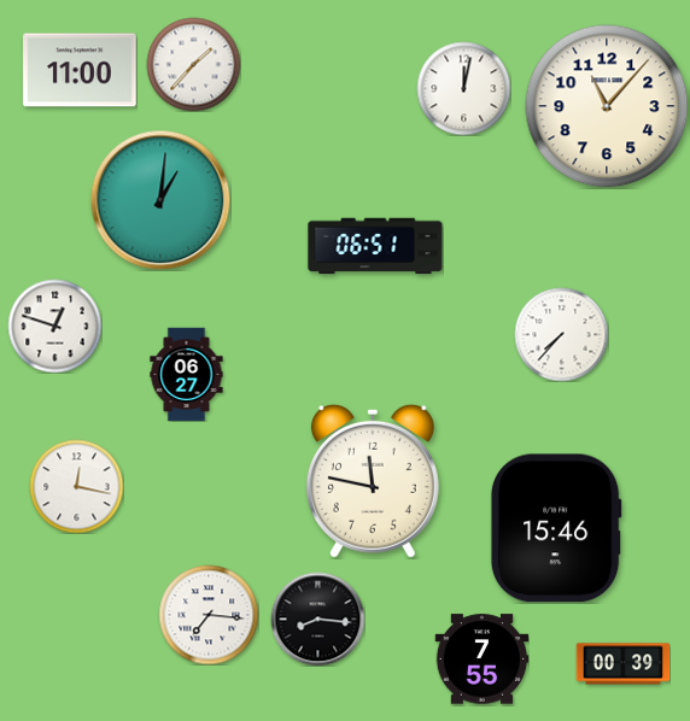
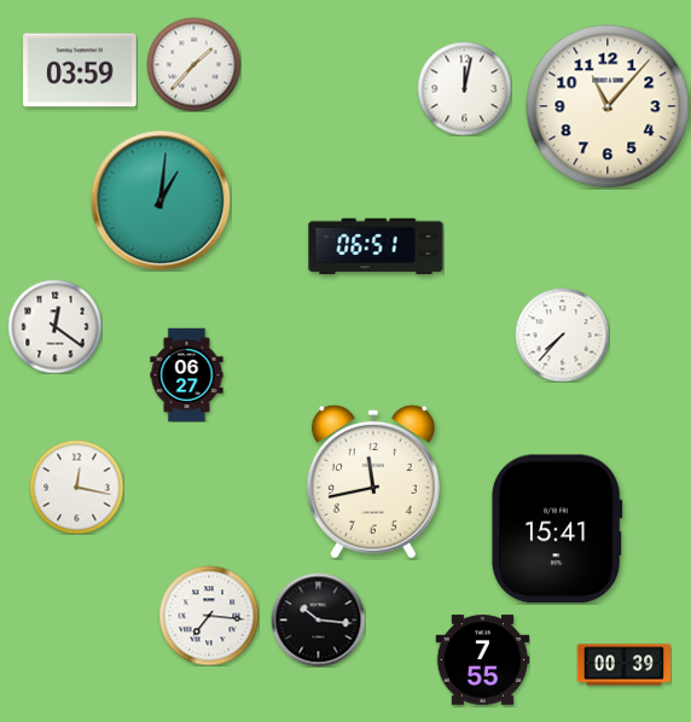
clock at (80, 70): 11:00 -> 03:59
clock at (54, 326): 12:48 -> 12:21
clock at (373, 481): 11:47 -> 11:43
clock at (556, 528): 15:46 -> 15:41
clock at (317, 619): 8:16 -> 10:16
